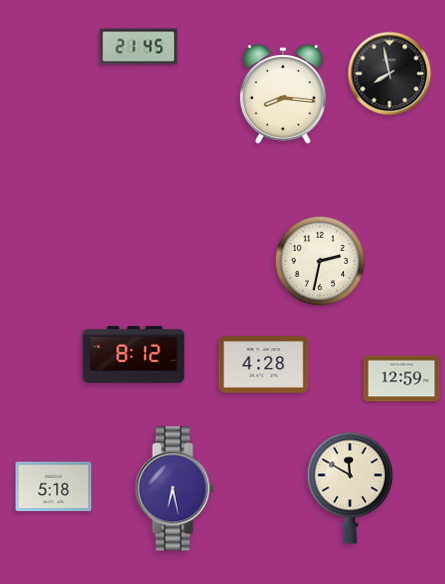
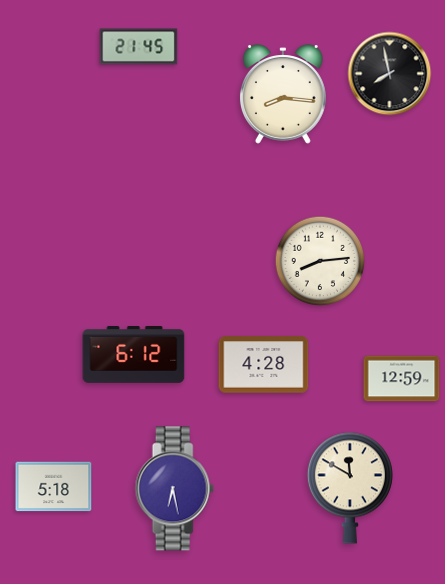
clock at (320, 261): 2:32 -> 8:14
clock at (134, 355): 8:12 -> 6:12
